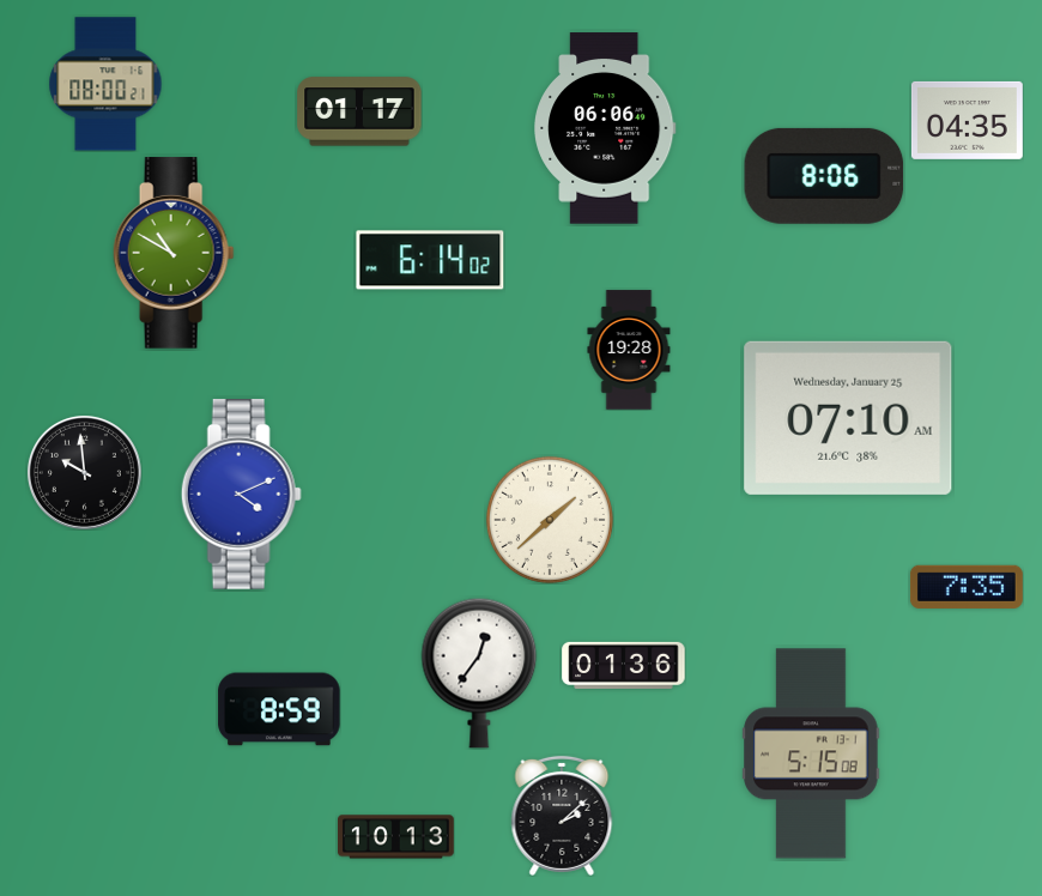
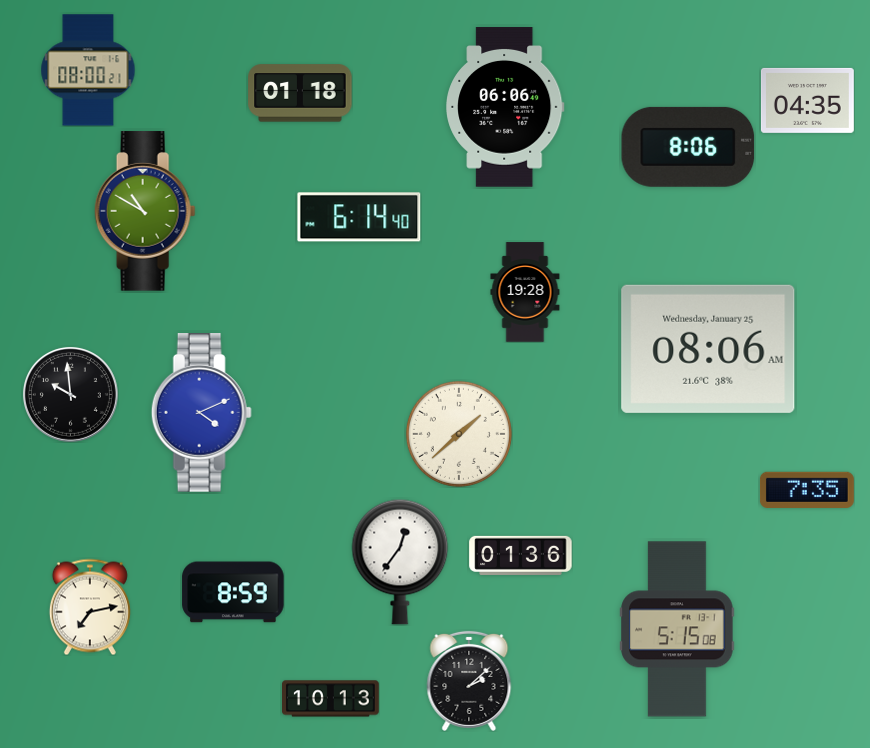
clock at (359, 111): 01:17 -> 01:18
clock at (430, 260): 6:14:02 -> 6:14:40
clock at (848, 418): 07:10 -> 08:06
clock at (90, 607): none -> 7:13
